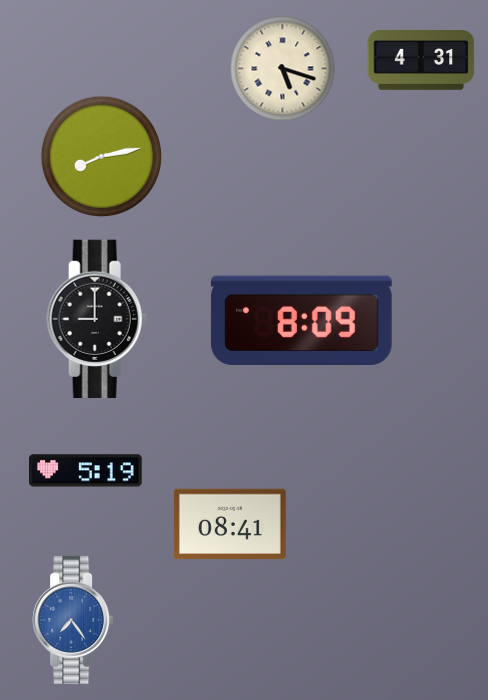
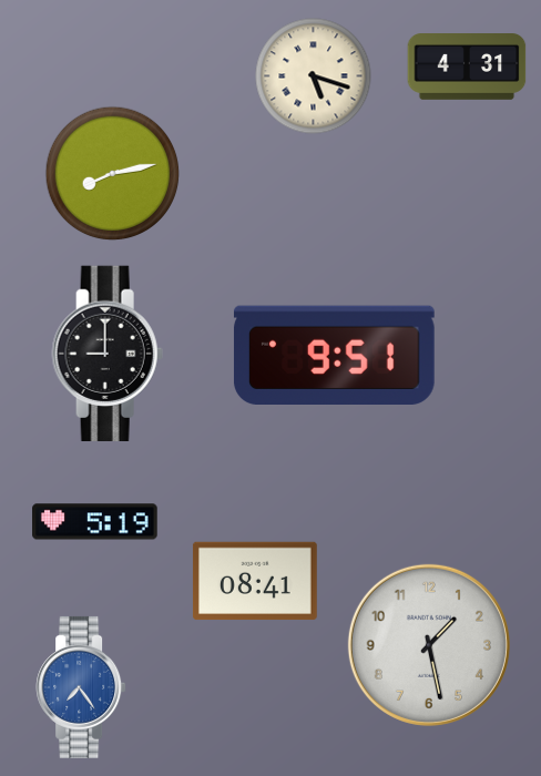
clock at (301, 320): 8:09 -> 9:51
clock at (429, 645): none -> 1:28
